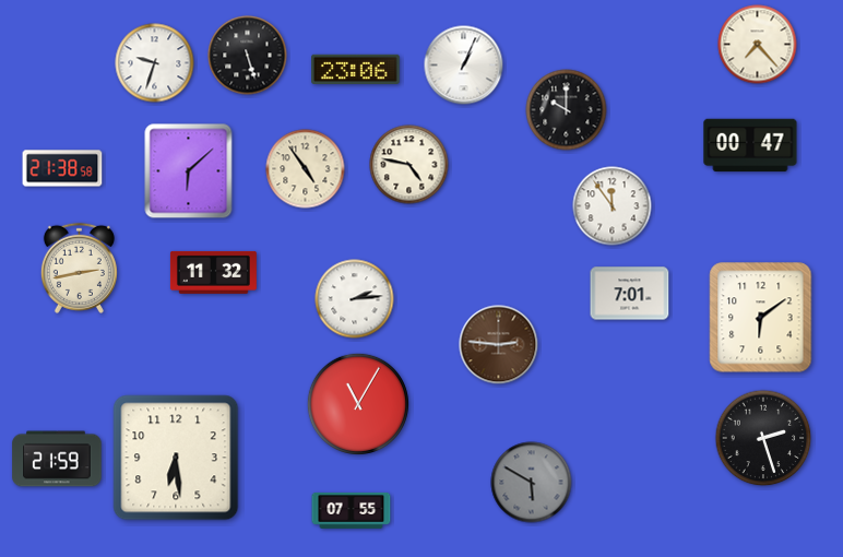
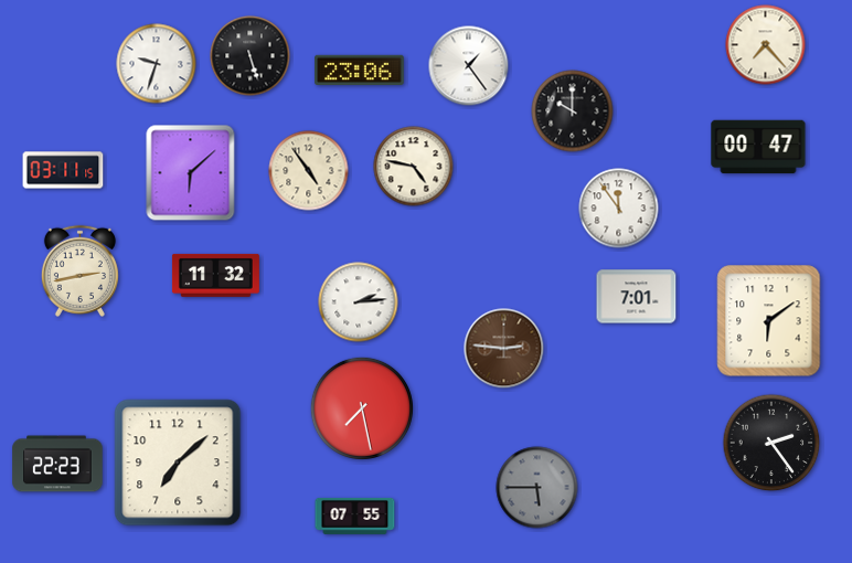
clock at (464, 66): 1:04 -> 1:24
clock at (62, 168): 21:38 -> 03:11
clock at (358, 404): 11:05 -> 7:28
clock at (763, 438): 2:27 -> 2:24
clock at (176, 458): 6:29 -> 7:08
clock at (57, 459): 21:59 -> 22:23
clock at (532, 483): 5:50 -> 5:45
